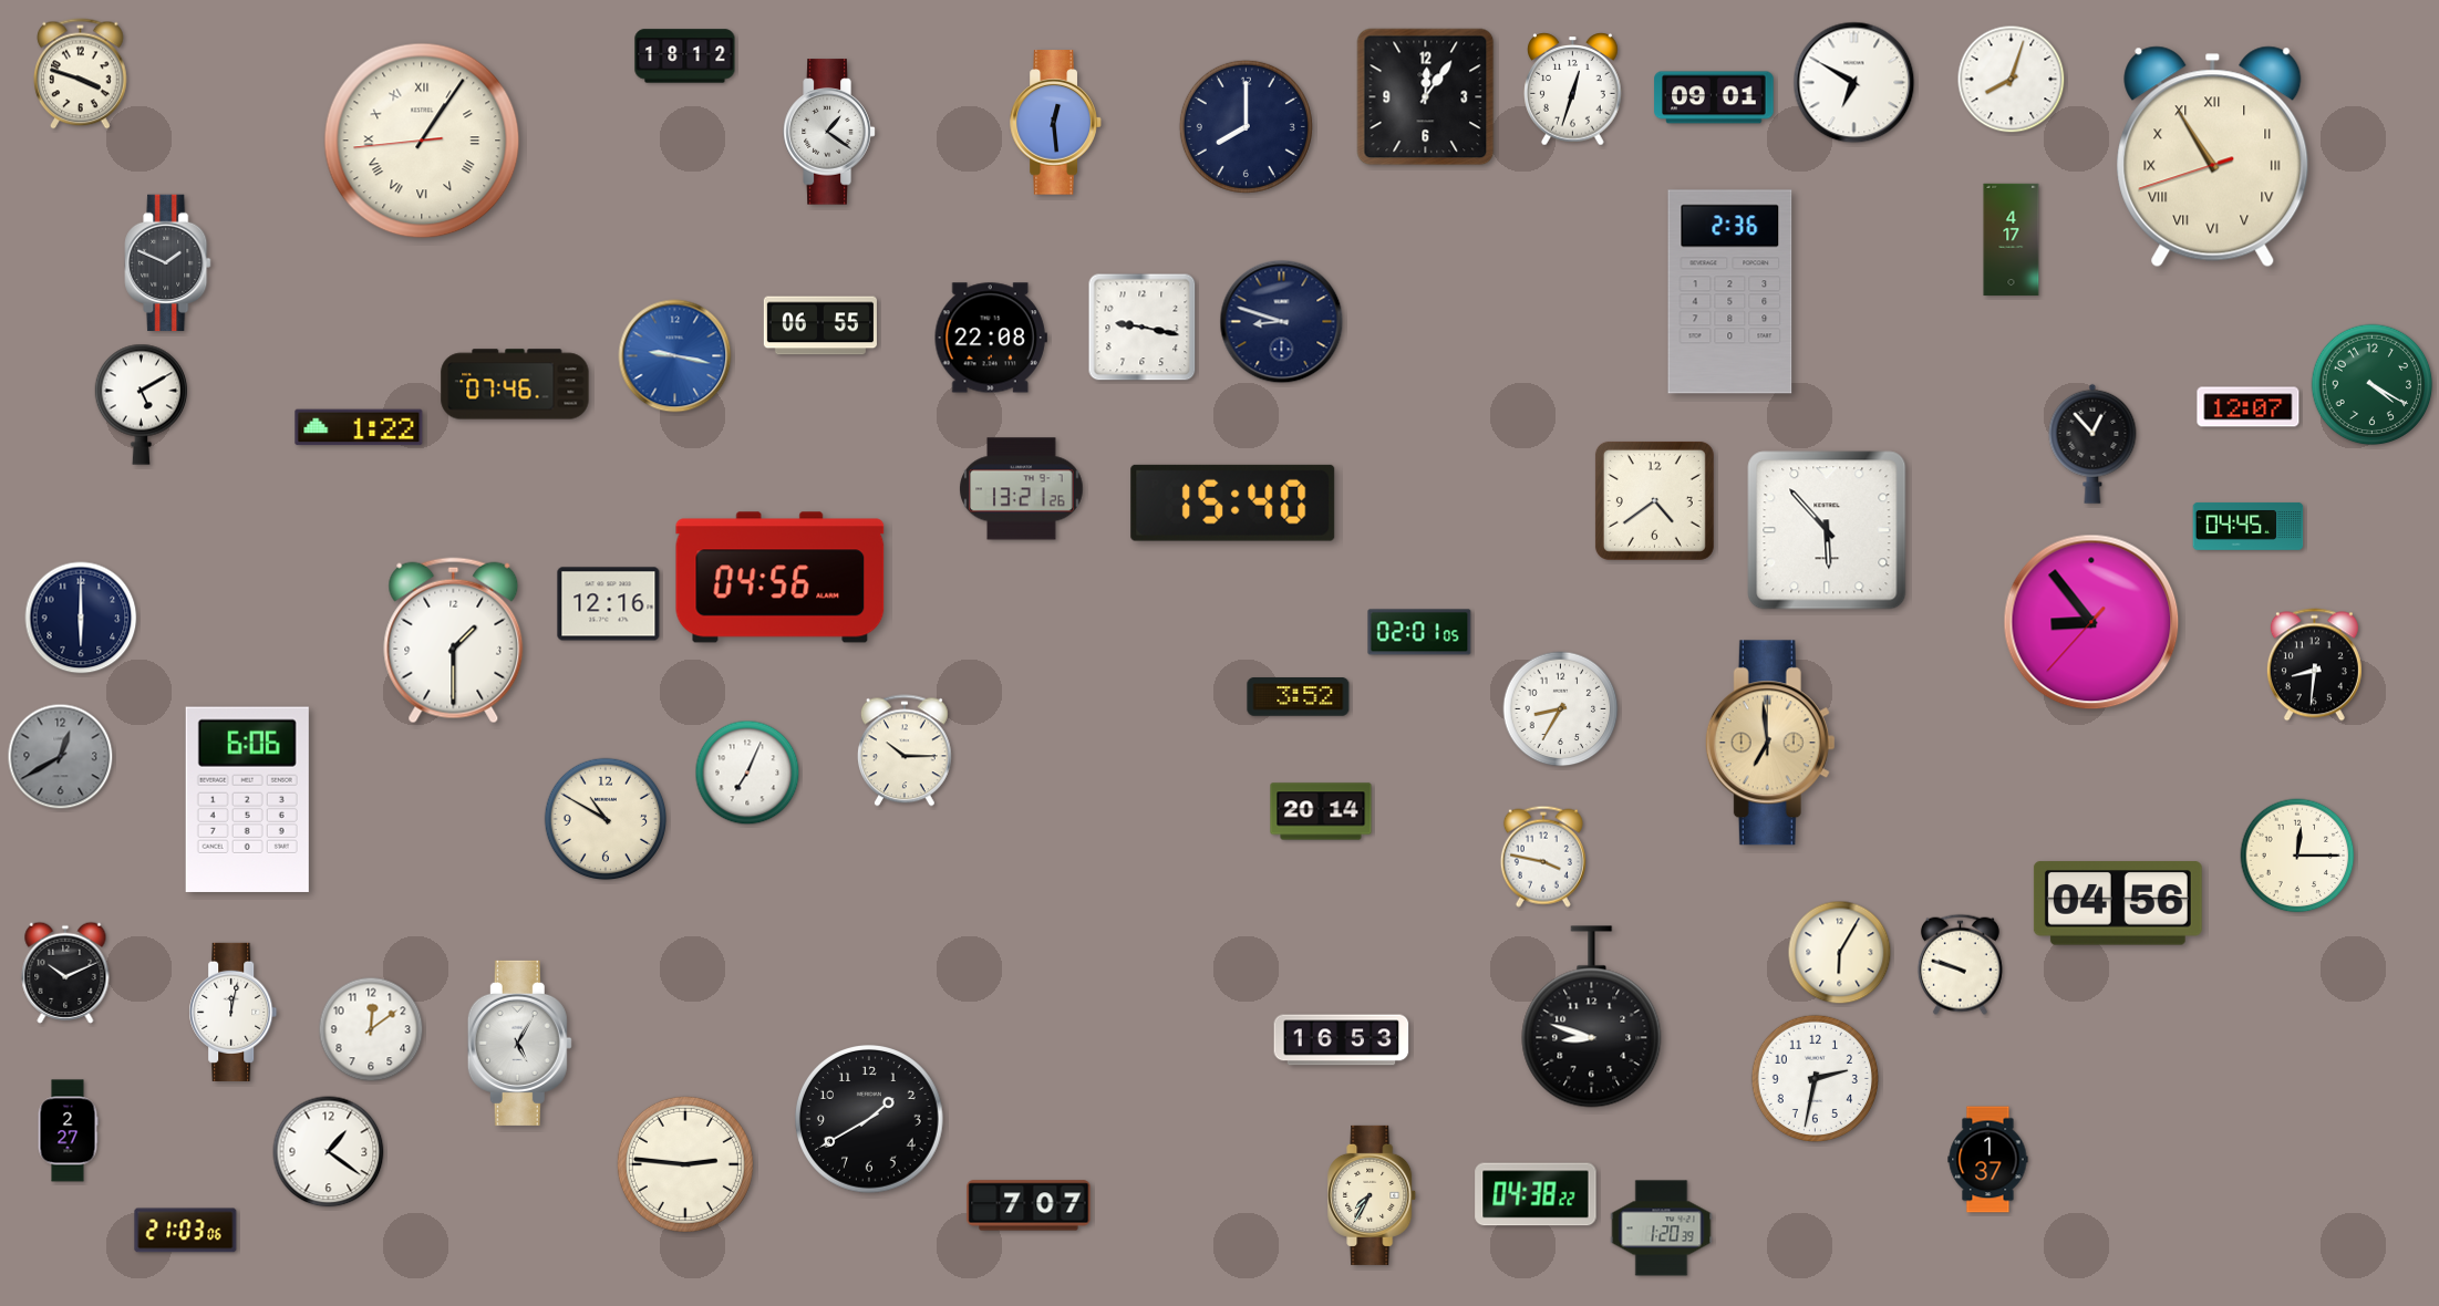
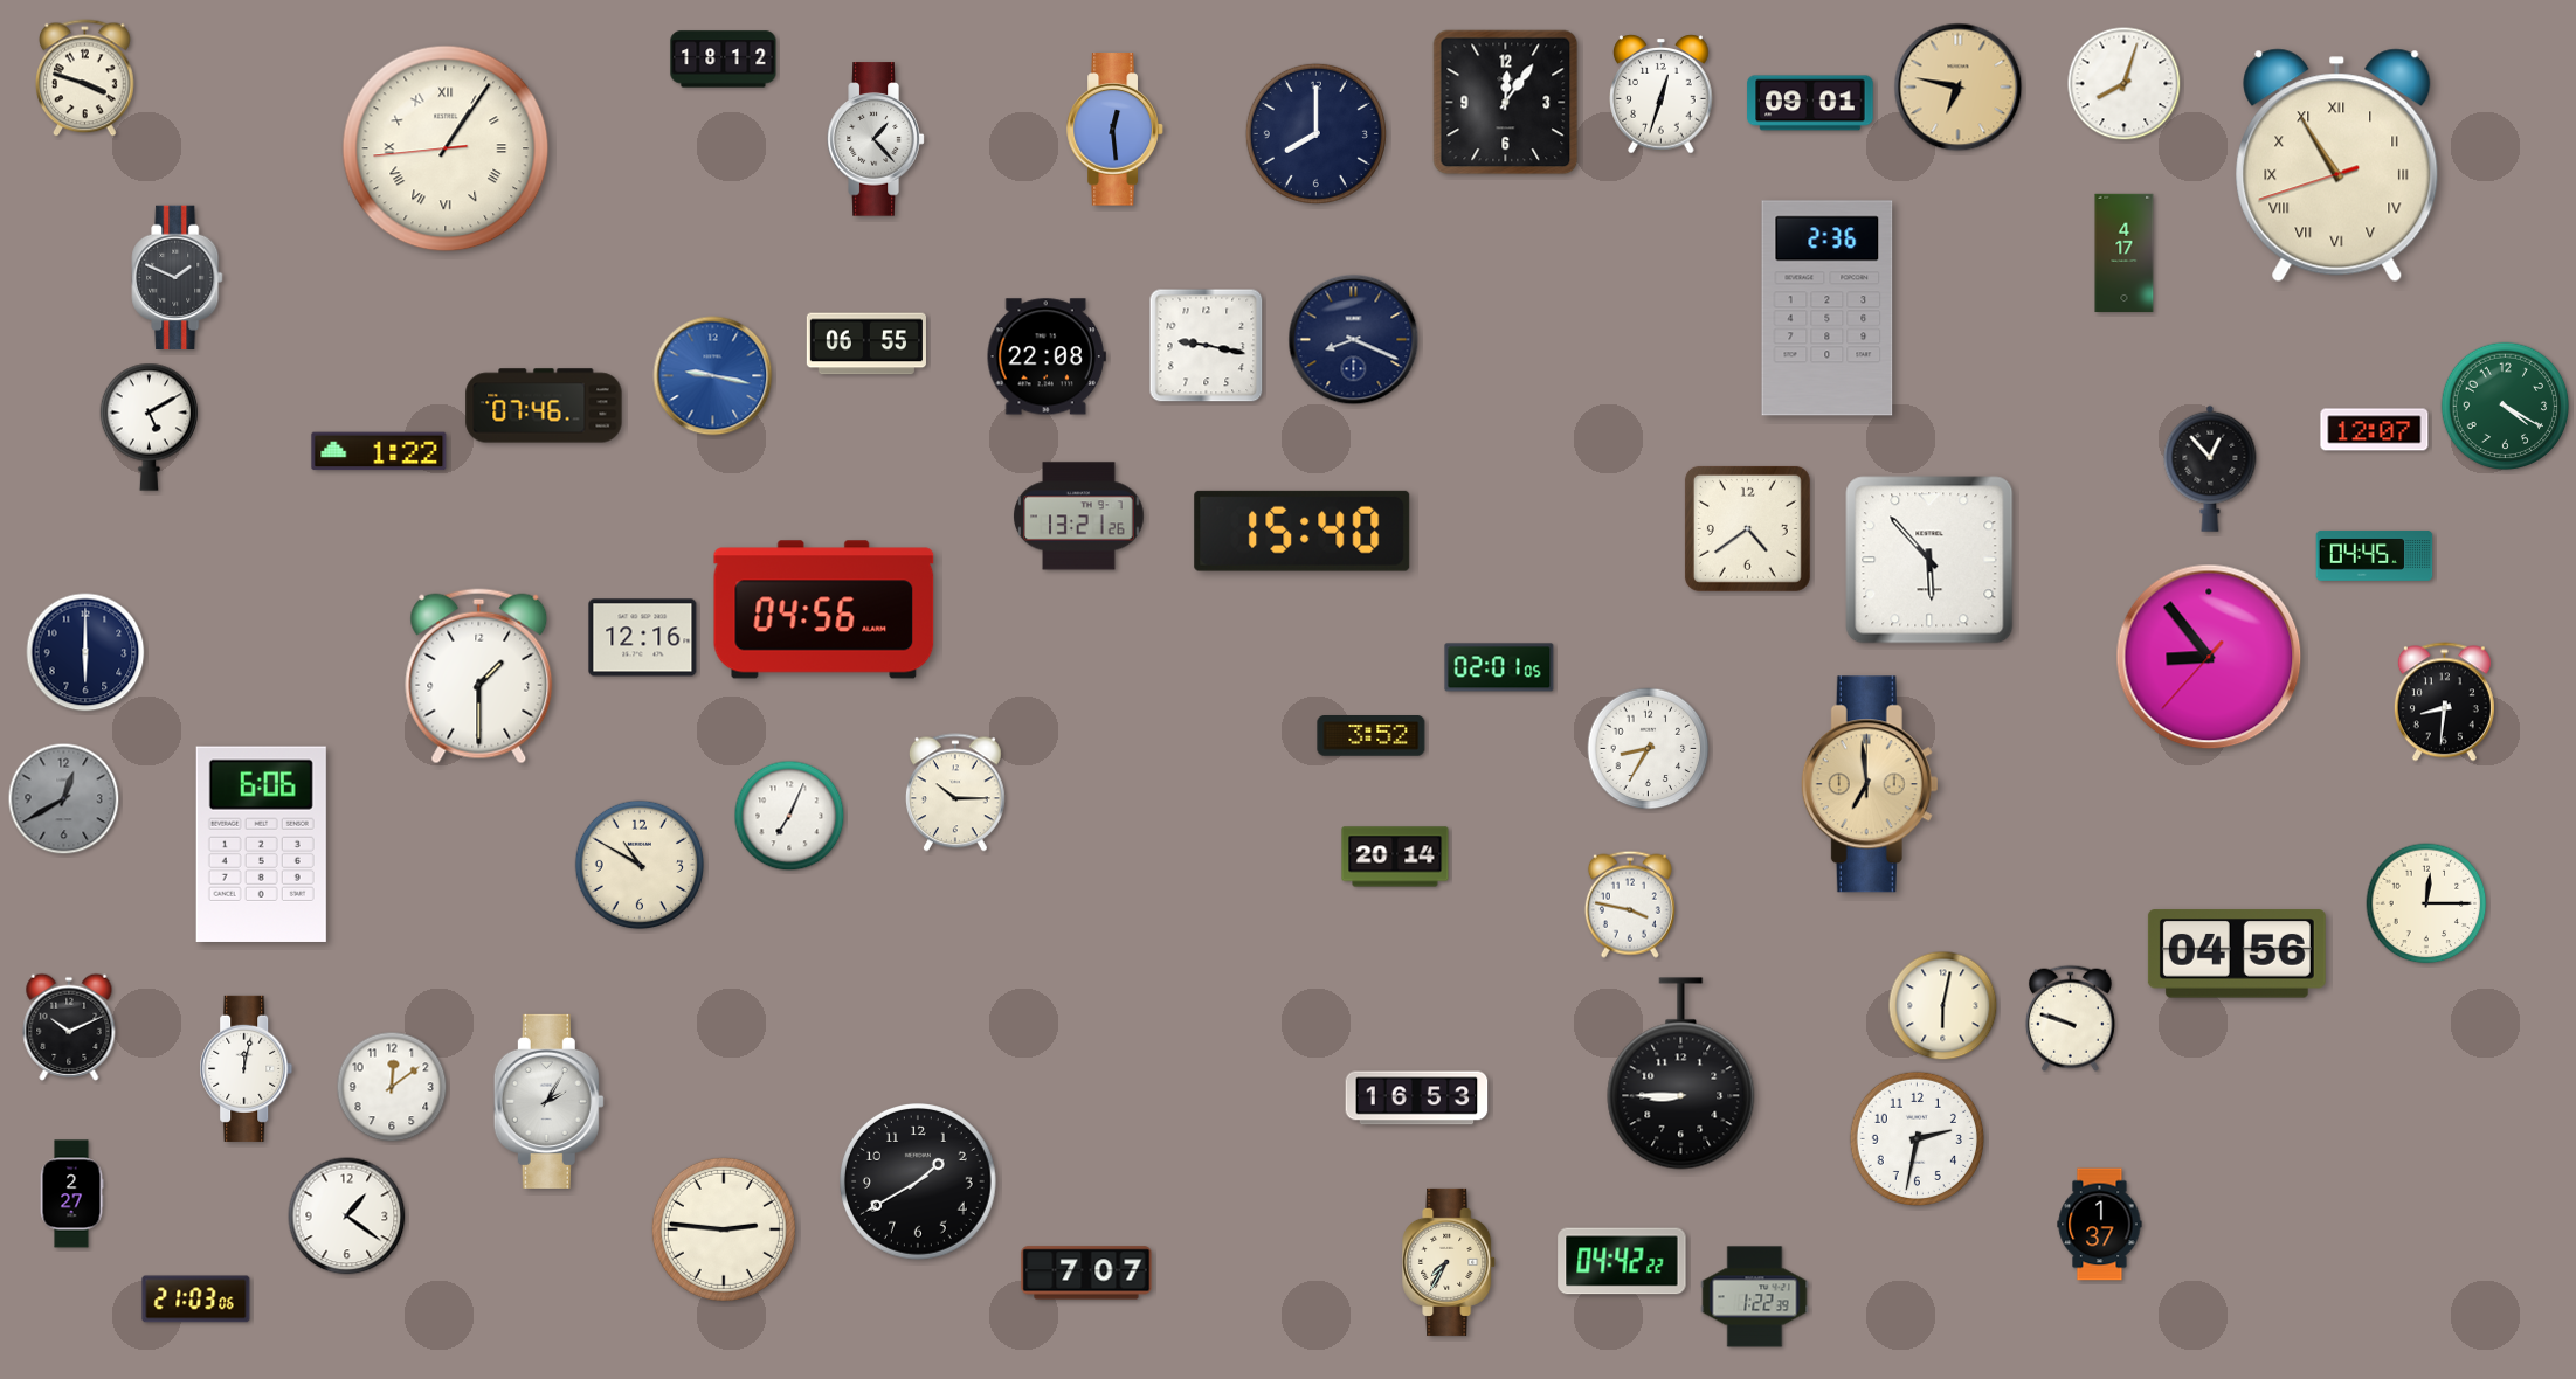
clock at (1854, 83): 6:50 -> 6:47
clock at (1854, 83) dial: white -> champagne
clock at (829, 132): 1:21 -> 1:23
clock at (1282, 322): 8:48 -> 8:19
clock at (1840, 953): 6:05 -> 6:02
clock at (1592, 1017): 8:48 -> 8:45
clock at (519, 1043): 5:05 -> 2:05
clock at (1536, 1194): 04:38 -> 04:42
clock at (1662, 1229): 1:20 -> 1:22
